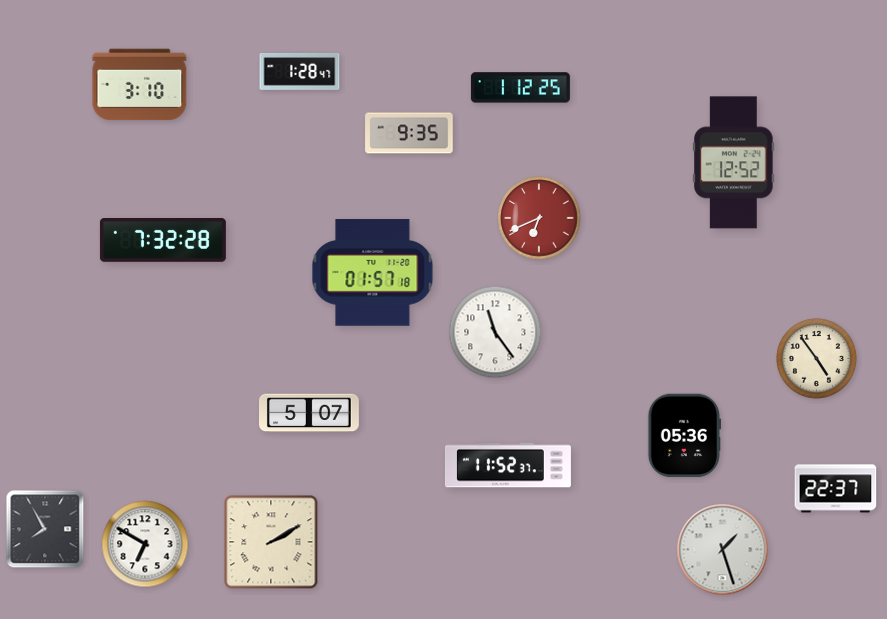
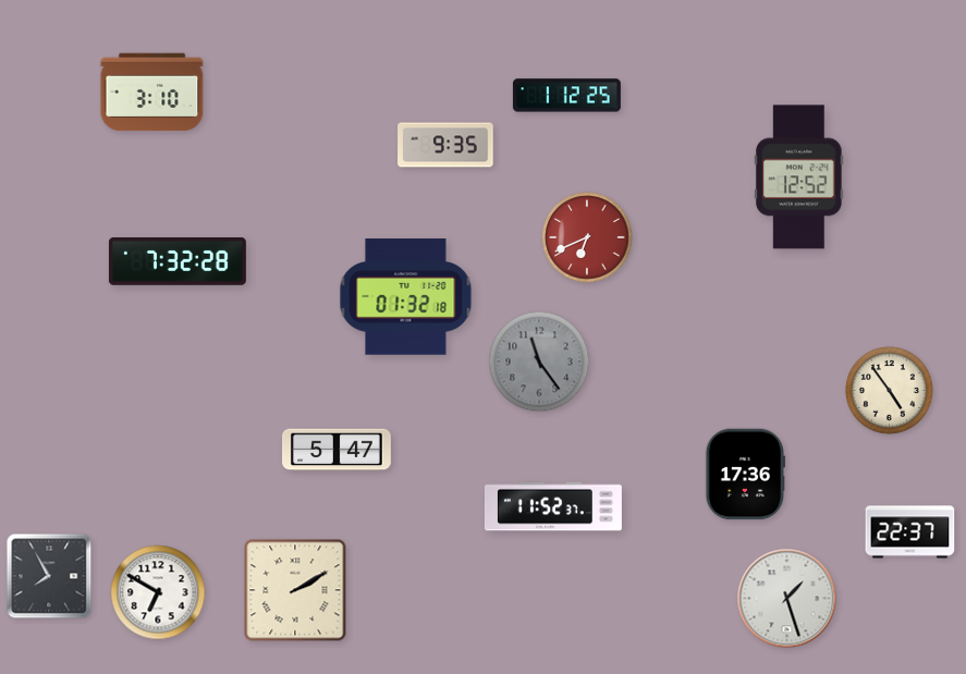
clock at (300, 71): 1:28 -> none
clock at (373, 273): 01:57 -> 01:32
clock at (495, 332) dial: white -> grey
clock at (310, 413): 5:07 -> 5:47
clock at (684, 436): 05:36 -> 17:36
